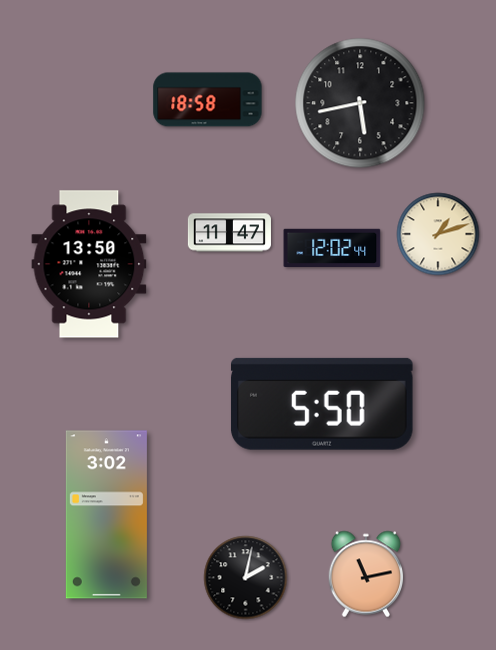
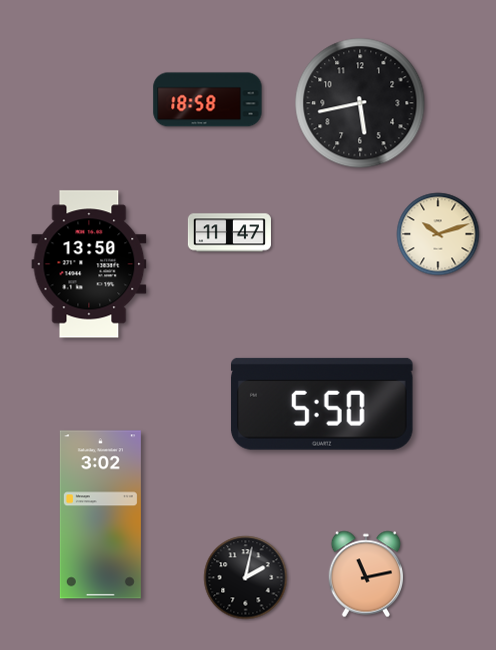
clock at (438, 234): 1:12 -> 10:12
clock at (332, 248): 12:02 -> none
clock at (106, 515) position: (106, 515) -> (100, 515)
